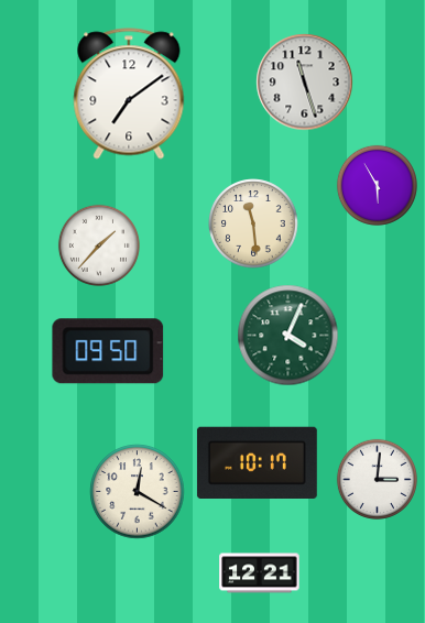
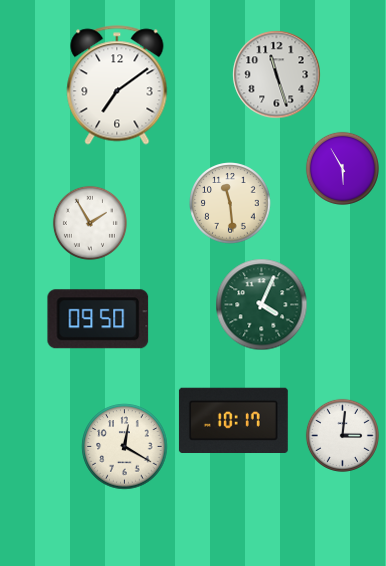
clock at (99, 245): 1:37 -> 1:55
clock at (260, 573): 12:21 -> none
